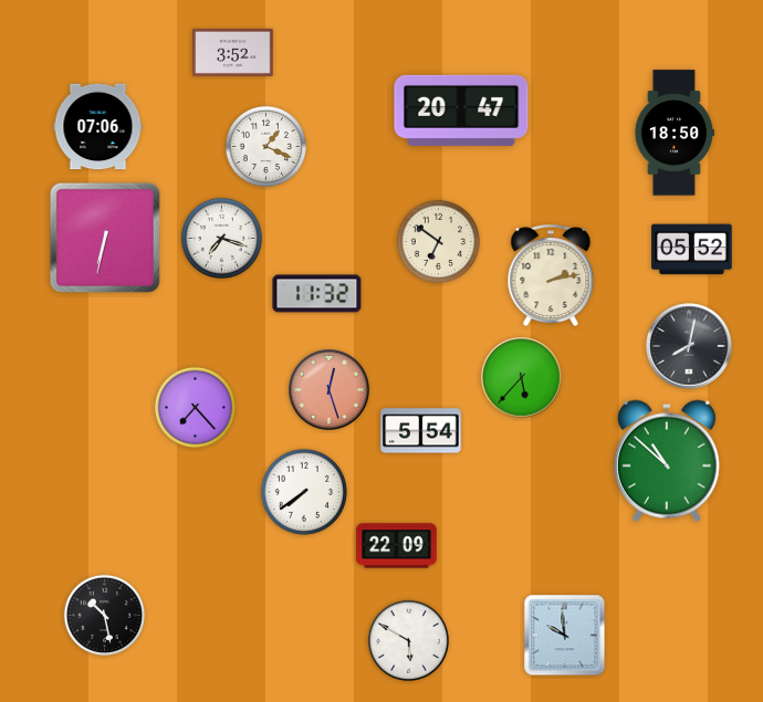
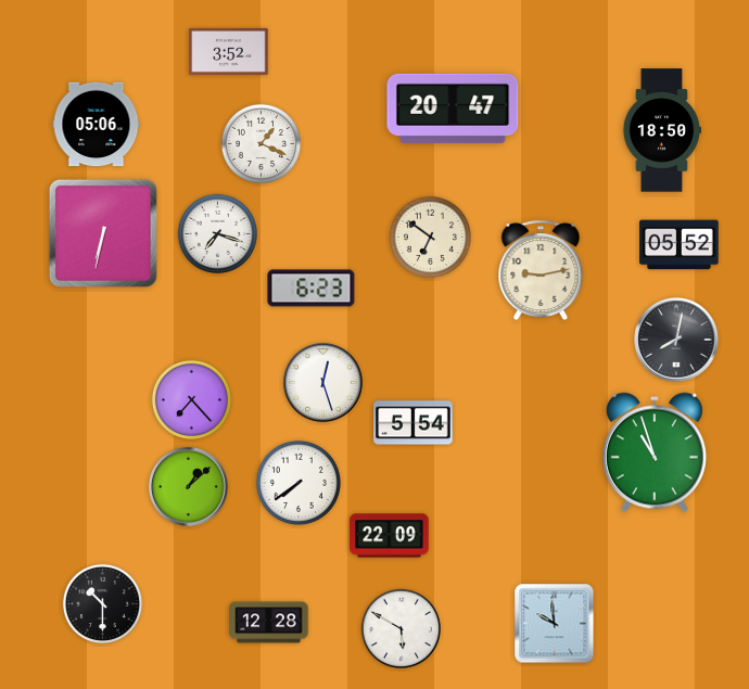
clock at (98, 127): 07:06 -> 05:06
clock at (551, 275): 2:13 -> 9:13
clock at (317, 294): 11:32 -> 6:23
clock at (522, 378): 5:37 -> none
clock at (330, 390) dial: salmon -> white
clock at (667, 461): 10:52 -> 10:57
clock at (189, 487): none -> 1:08
clock at (104, 615): 10:28 -> 10:30
clock at (269, 623): none -> 12:28
